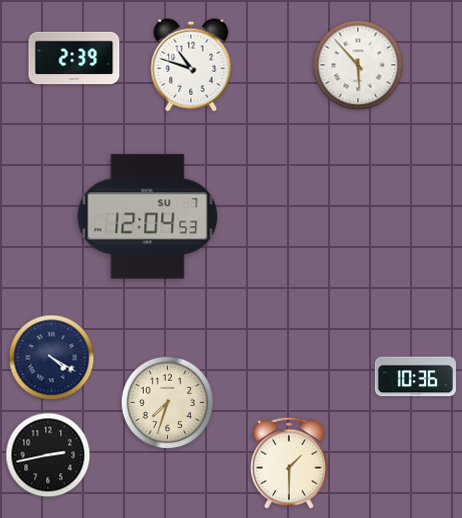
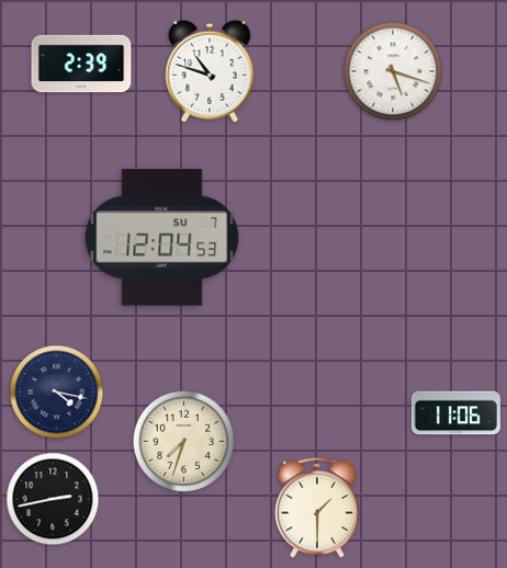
clock at (358, 65): 5:53 -> 5:18
clock at (52, 358): 4:20 -> 4:17
clock at (415, 377): 10:36 -> 11:06
